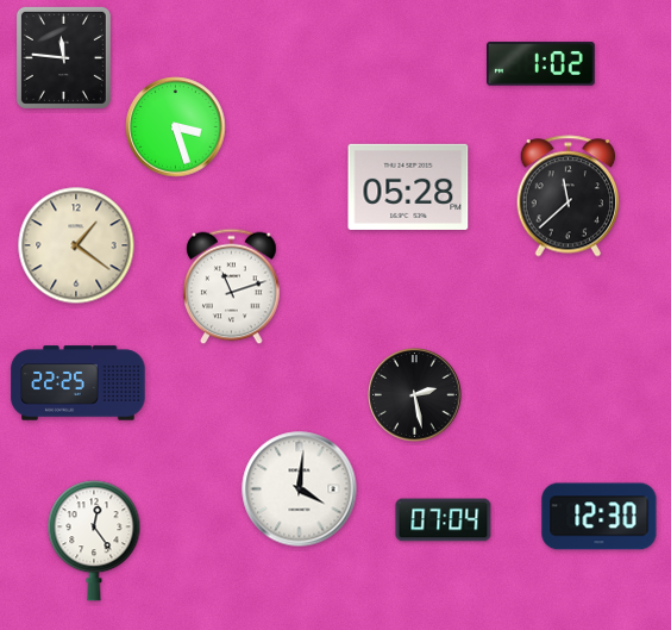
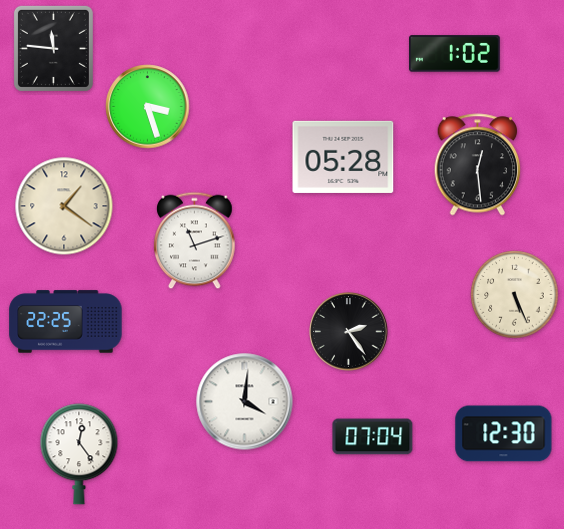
clock at (569, 197): 11:38 -> 12:29
clock at (515, 295): none -> 5:26
clock at (415, 395): 2:28 -> 2:24
clock at (300, 489) position: (300, 489) -> (245, 402)
